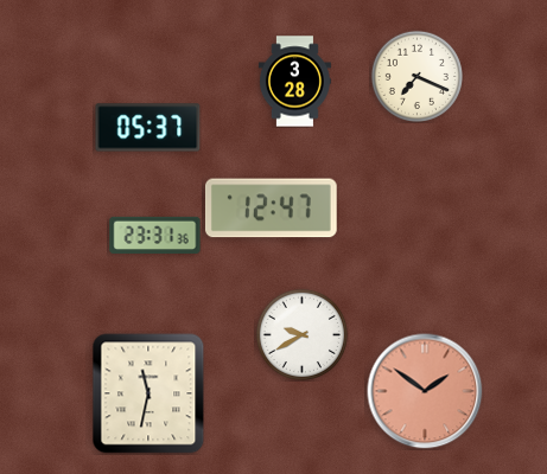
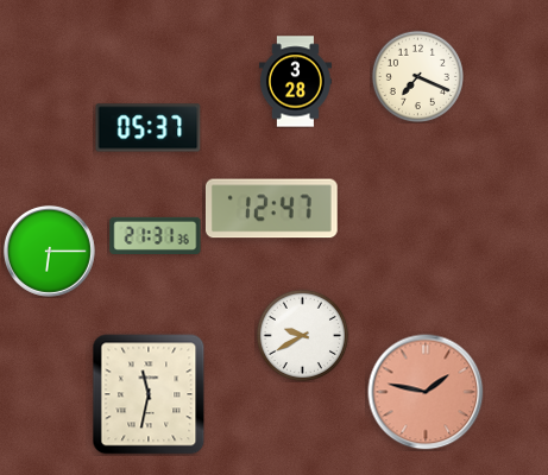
clock at (155, 235): 23:31 -> 21:31
clock at (49, 251): none -> 6:15
clock at (425, 391): 1:51 -> 1:47
